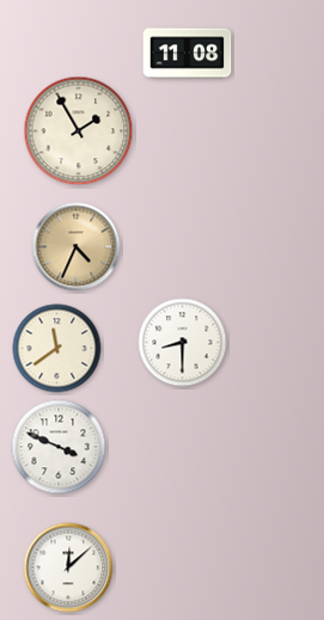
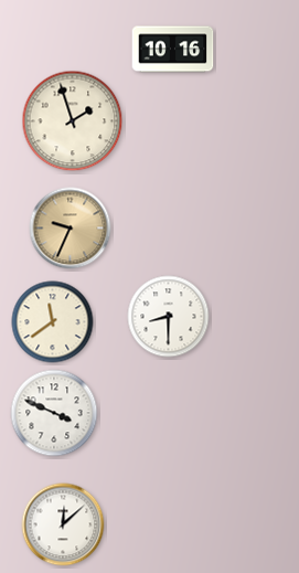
clock at (188, 54): 11:08 -> 10:16
clock at (79, 131): 1:55 -> 1:57
clock at (77, 247): 4:34 -> 9:34
